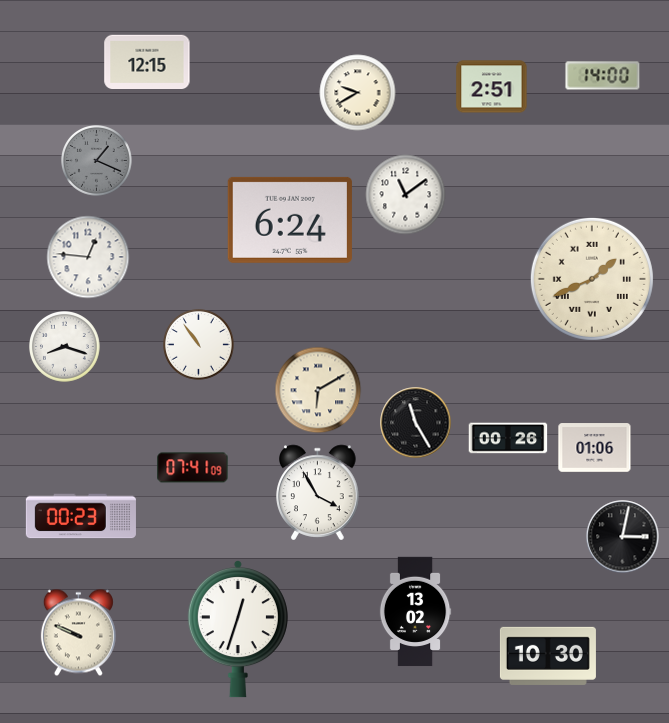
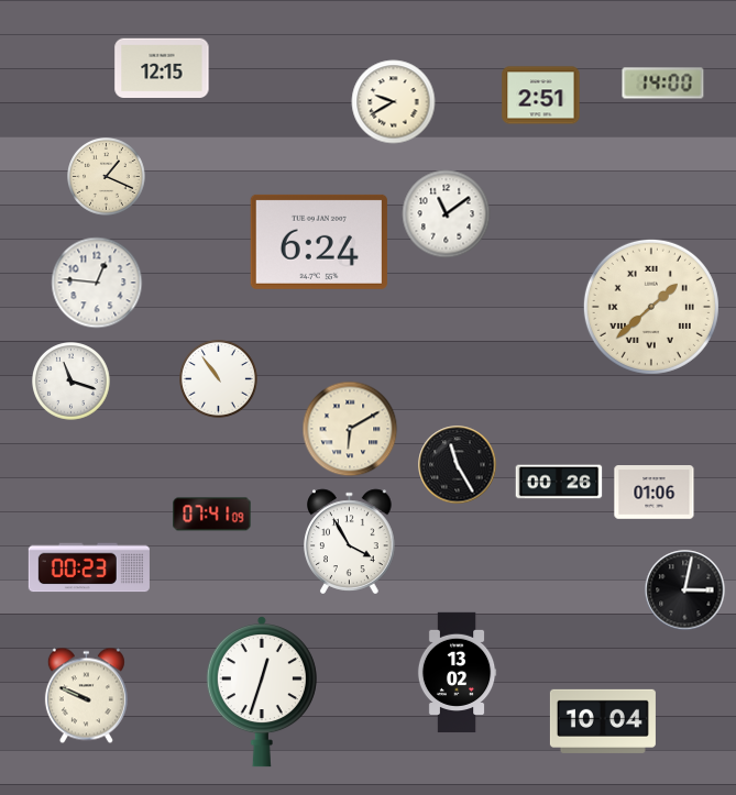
clock at (97, 161) dial: grey -> cream
clock at (592, 279): 1:41 -> 1:38
clock at (65, 347): 8:18 -> 11:18
clock at (548, 656): 10:30 -> 10:04
